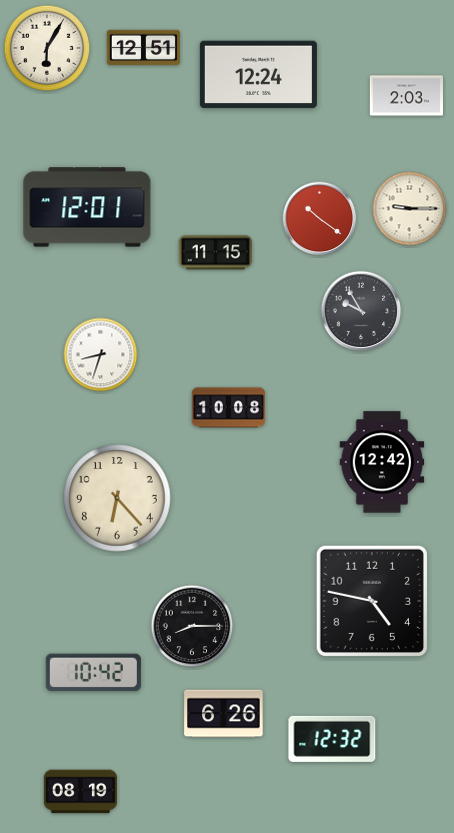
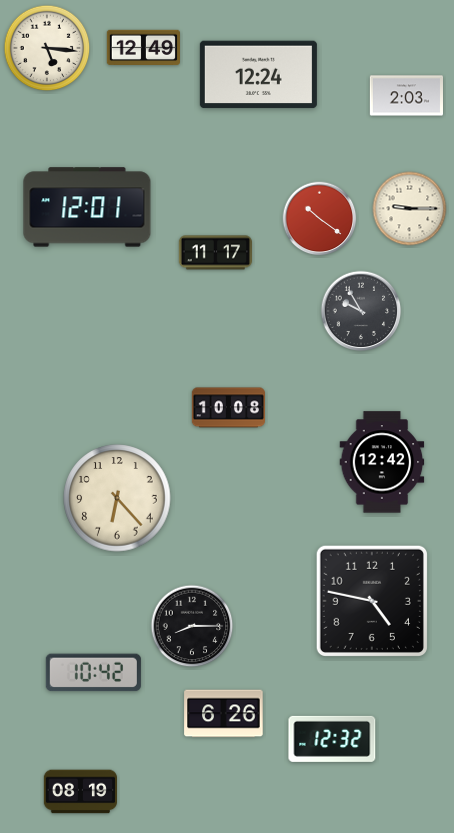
clock at (47, 48): 6:05 -> 5:16
clock at (143, 48): 12:51 -> 12:49
clock at (215, 253): 11:15 -> 11:17
clock at (101, 355): 8:33 -> none
